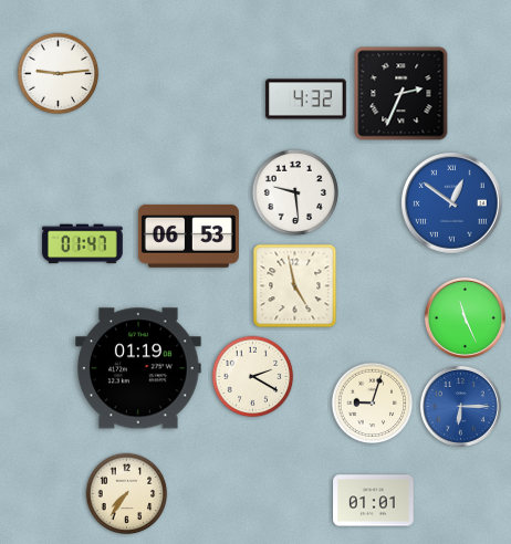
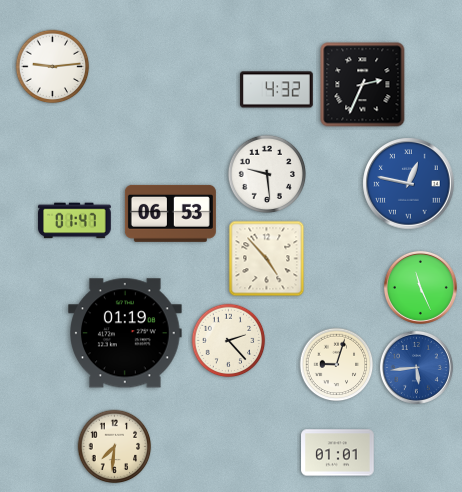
clock at (452, 203): 12:51 -> 12:47
clock at (295, 286): 4:58 -> 4:53
clock at (253, 377): 2:20 -> 2:23
clock at (460, 406): 6:15 -> 5:44
clock at (127, 494): 7:36 -> 7:31
